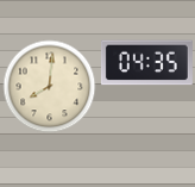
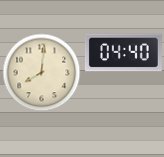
clock at (146, 63): 04:35 -> 04:40
